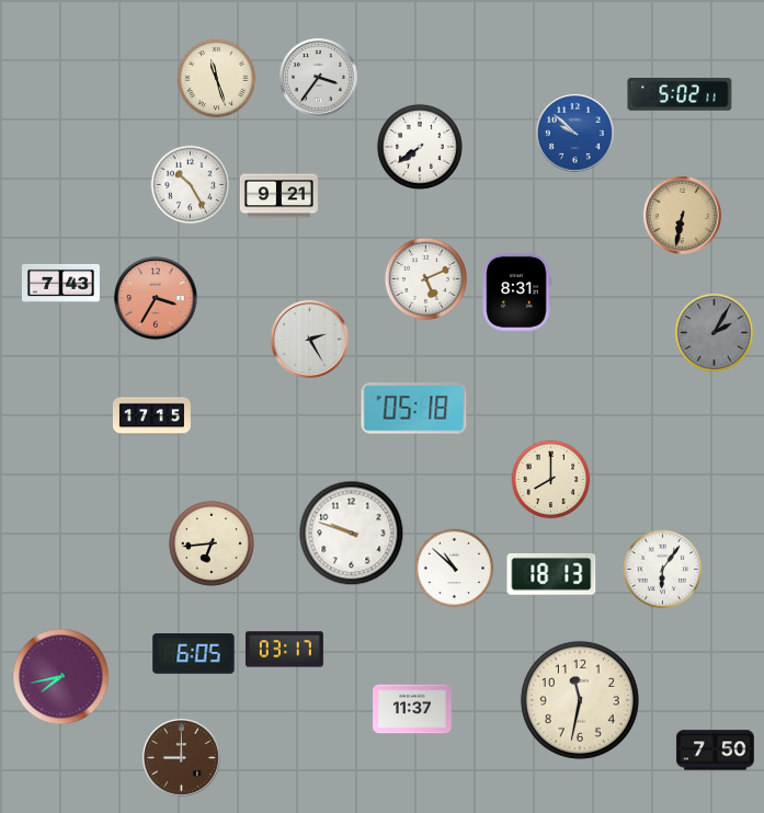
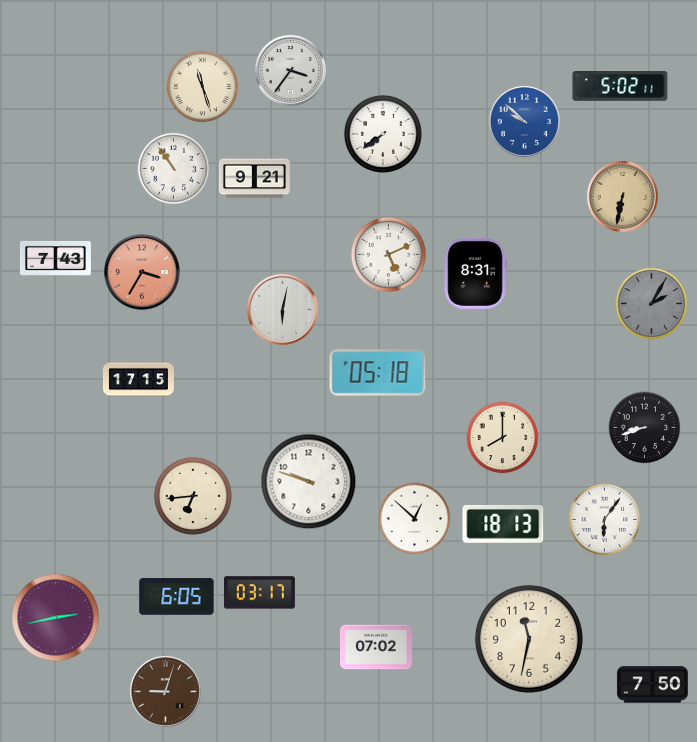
clock at (217, 79) position: (217, 79) -> (203, 87)
clock at (191, 185): 10:25 -> 10:54
clock at (516, 291) position: (516, 291) -> (475, 273)
clock at (309, 339): 2:25 -> 6:02
clock at (645, 428): none -> 8:42
clock at (352, 534) position: (352, 534) -> (309, 482)
clock at (455, 569): 10:52 -> 12:52
clock at (61, 677): 7:43 -> 2:43
clock at (413, 709): 11:37 -> 07:02
clock at (181, 757): 9:00 -> 9:03
